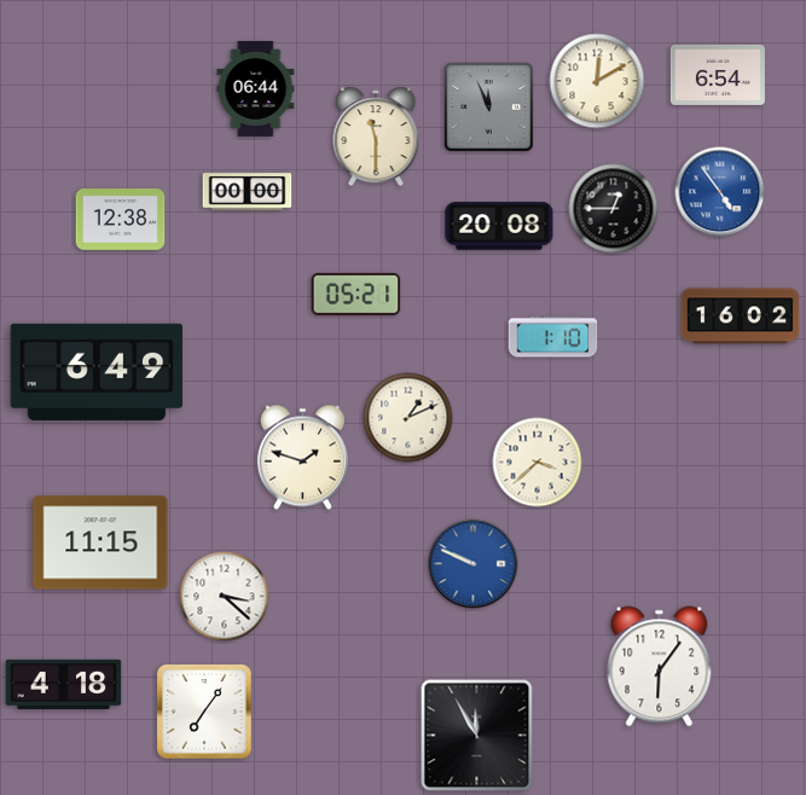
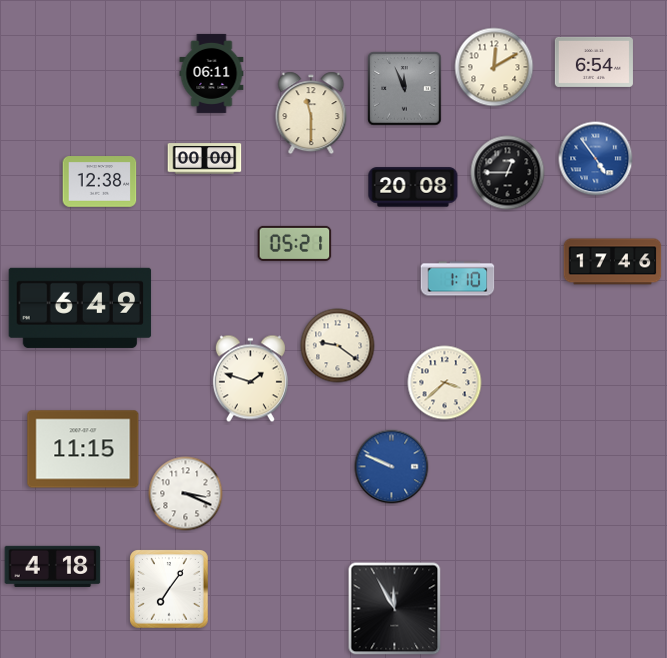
clock at (256, 88): 06:44 -> 06:11
clock at (741, 317): 16:02 -> 17:46
clock at (408, 418): 1:11 -> 9:21
clock at (225, 597): 3:22 -> 3:19
clock at (660, 667): 6:06 -> none
